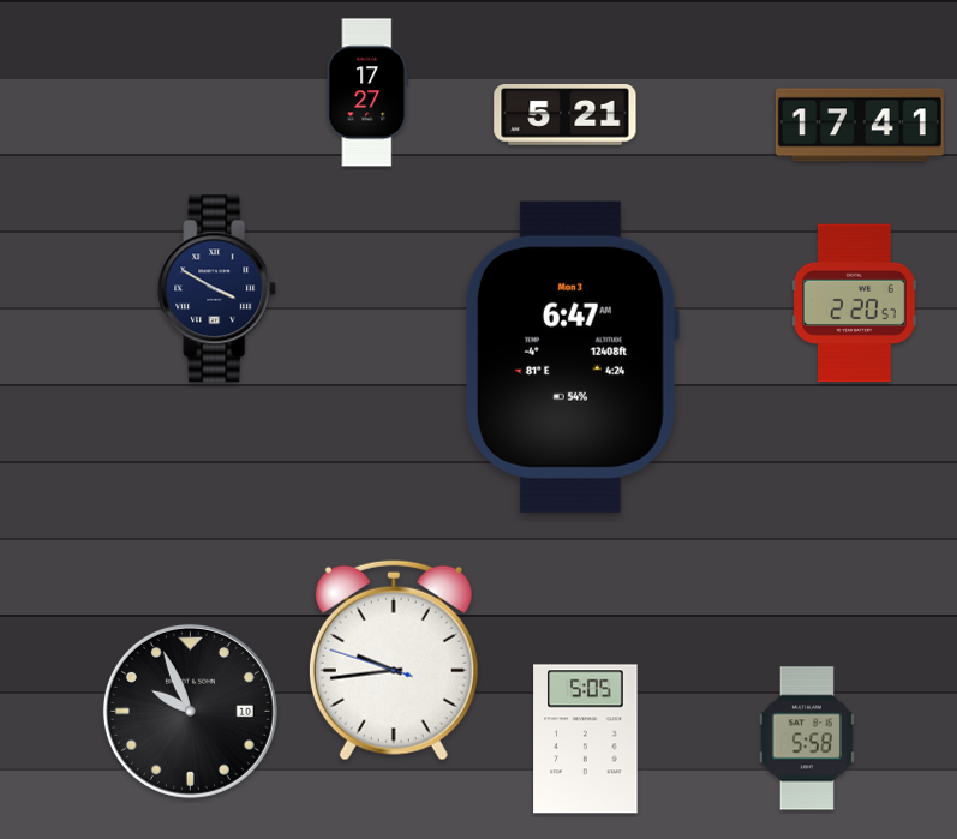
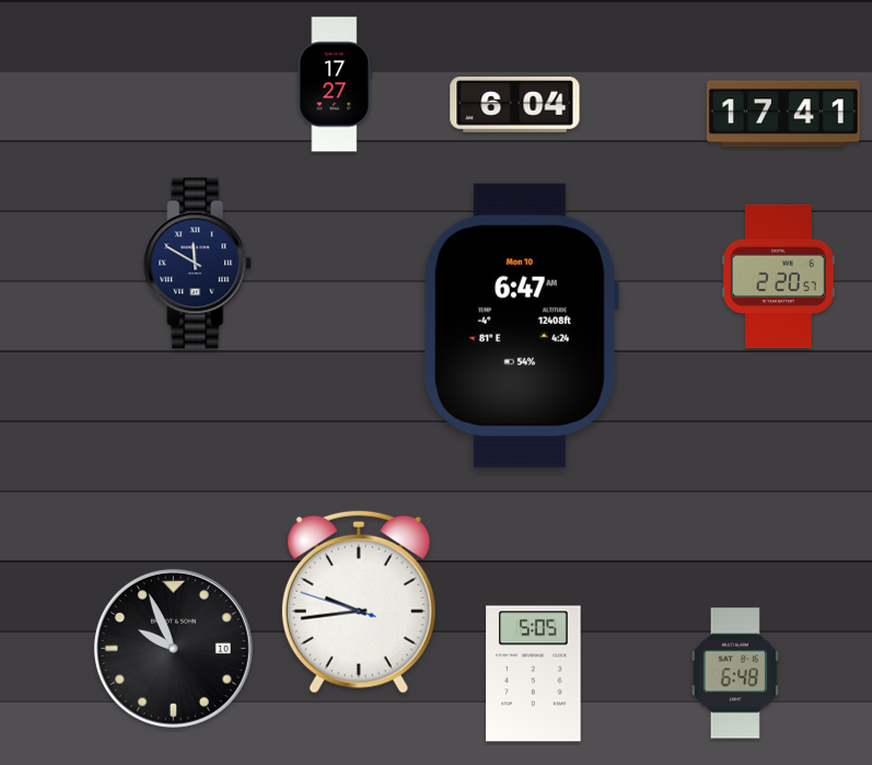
clock at (566, 115): 5:21 -> 6:04
clock at (217, 289): 3:50 -> 11:50
clock at (572, 356) date: Mon 3 -> Mon 10
clock at (807, 738): 5:58 -> 6:48
